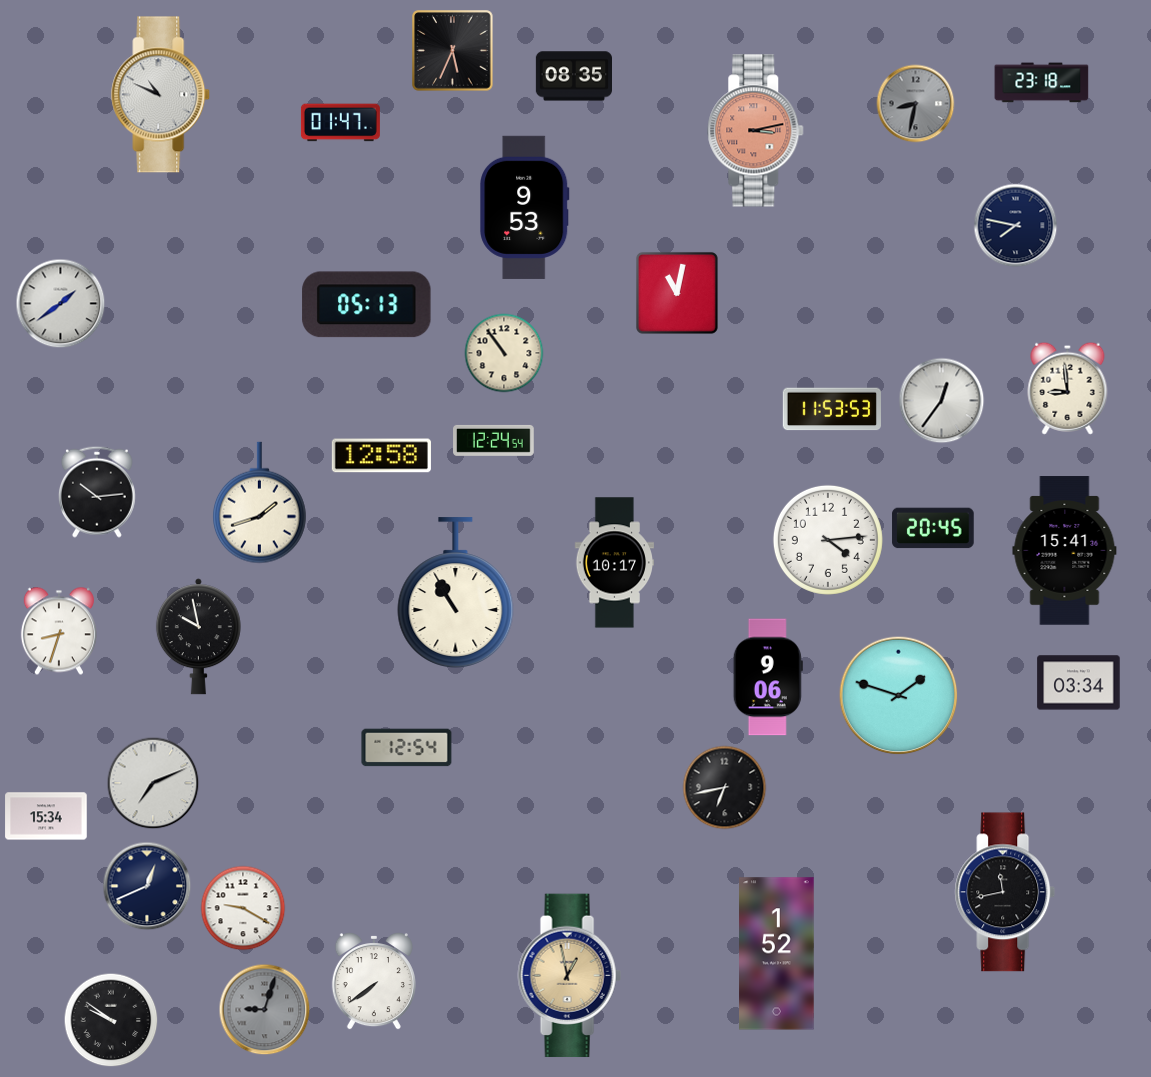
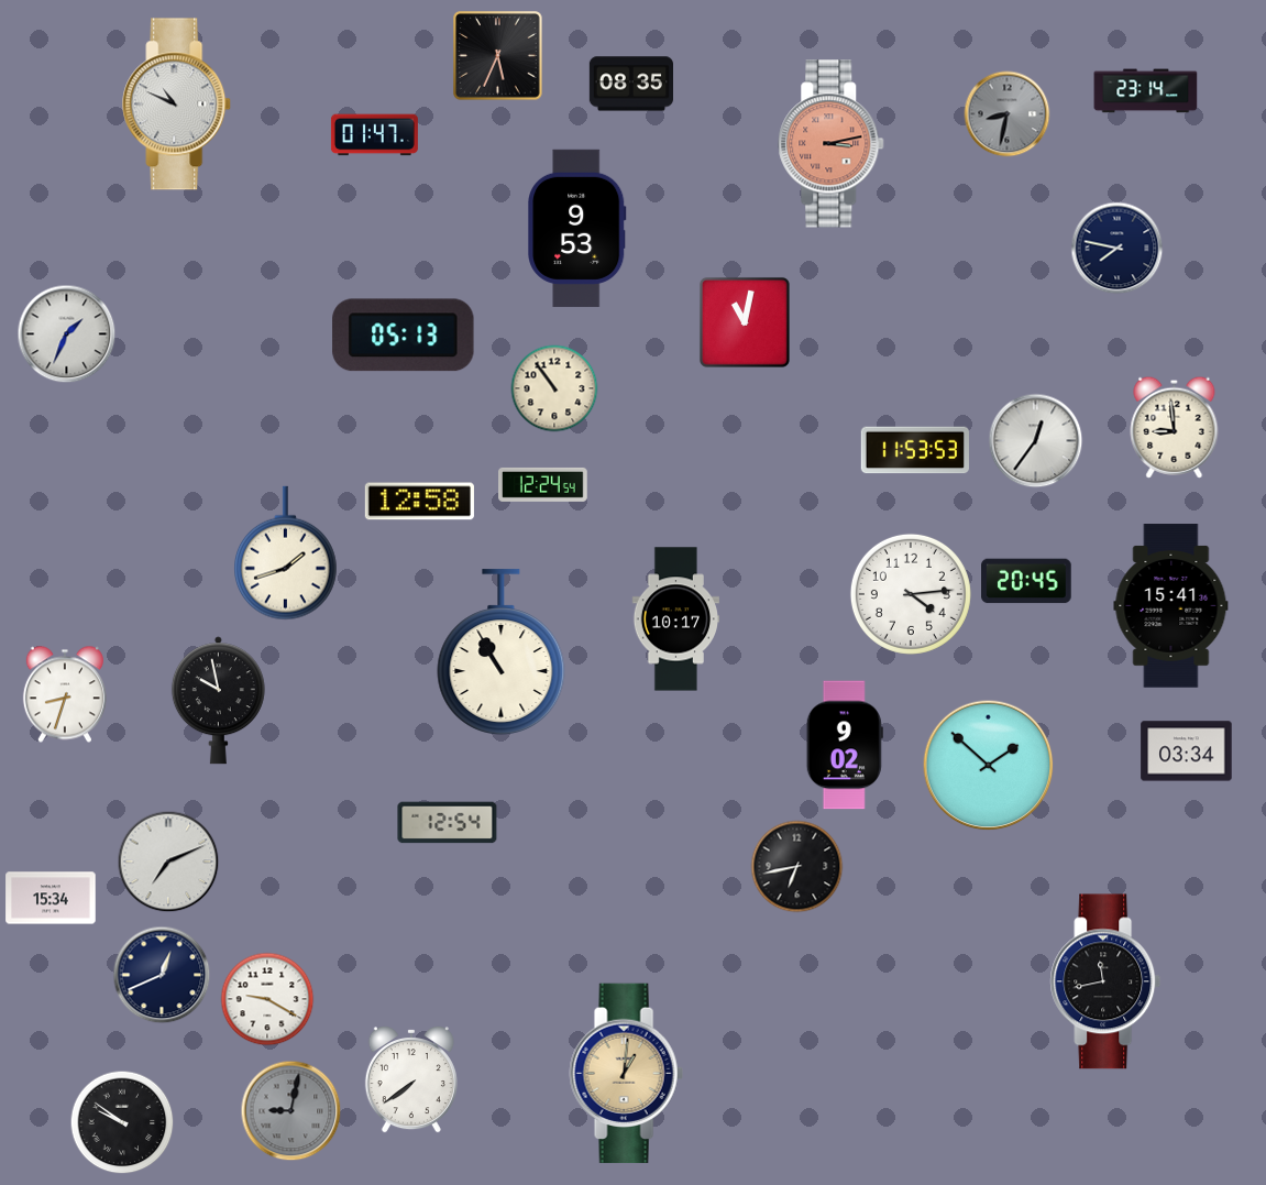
clock at (1042, 83): 23:18 -> 23:14
clock at (61, 304): 1:39 -> 1:34
clock at (97, 492): 10:14 -> none
clock at (768, 677): 9:06 -> 9:02
clock at (899, 696): 1:48 -> 1:52
clock at (777, 954): 1:52 -> none
clock at (569, 976): 12:58 -> 1:01
clock at (265, 1010): 9:03 -> 9:02
